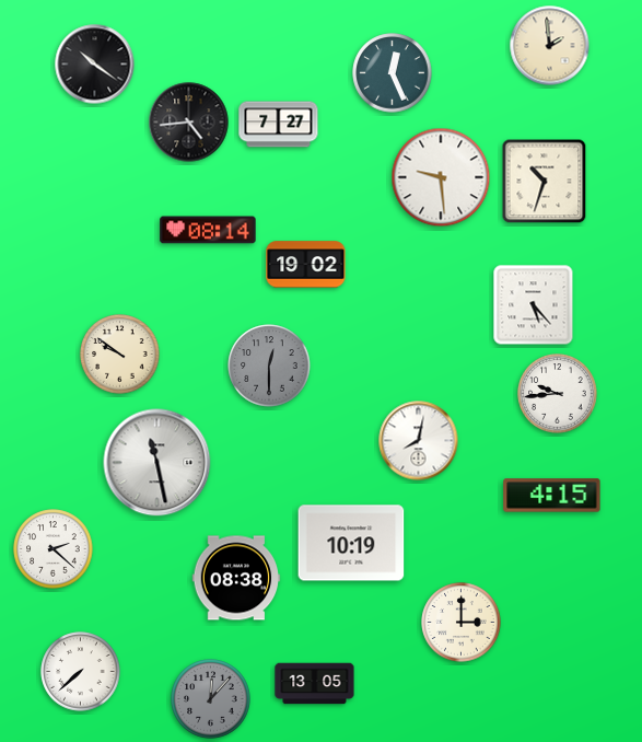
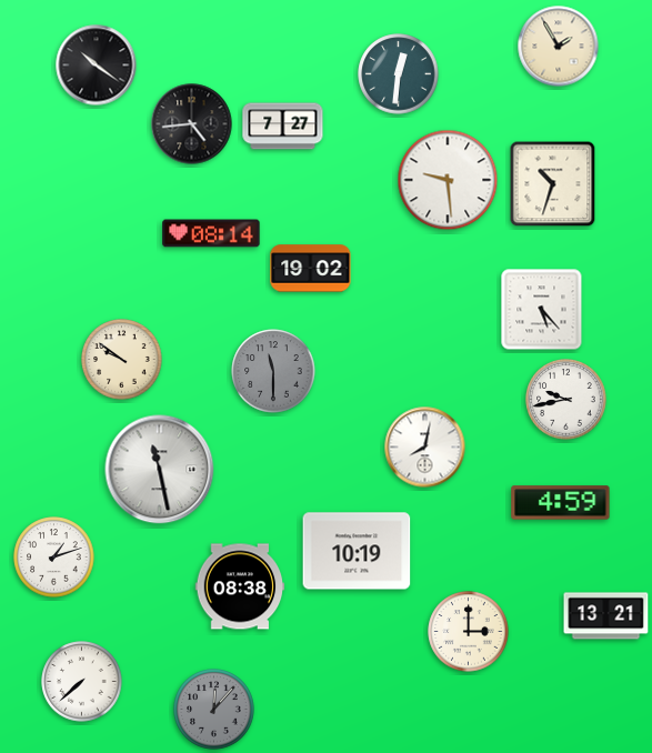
clock at (550, 46): 1:59 -> 1:55
clock at (393, 73): 12:26 -> 12:31
clock at (269, 366): 12:30 -> 11:30
clock at (558, 394): 9:44 -> 9:43
clock at (552, 496): 4:15 -> 4:59
clock at (54, 549): 2:22 -> 1:12
clock at (606, 616): none -> 13:21
clock at (315, 684): 13:05 -> none
